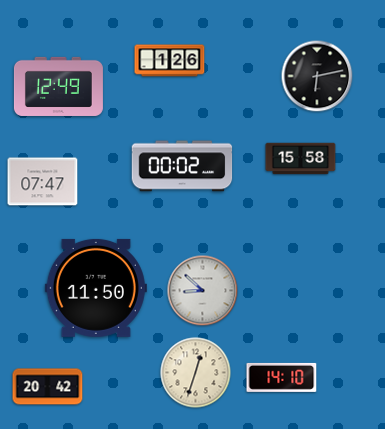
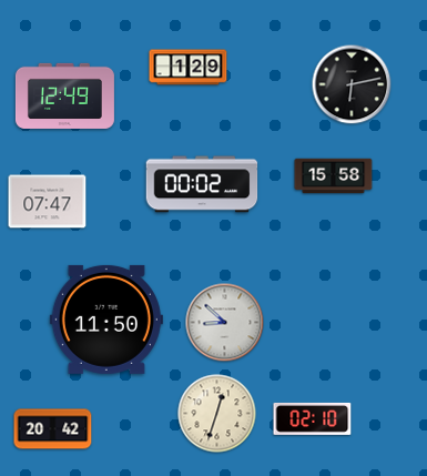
clock at (170, 61): 1:26 -> 1:29
clock at (282, 377): 14:10 -> 02:10
